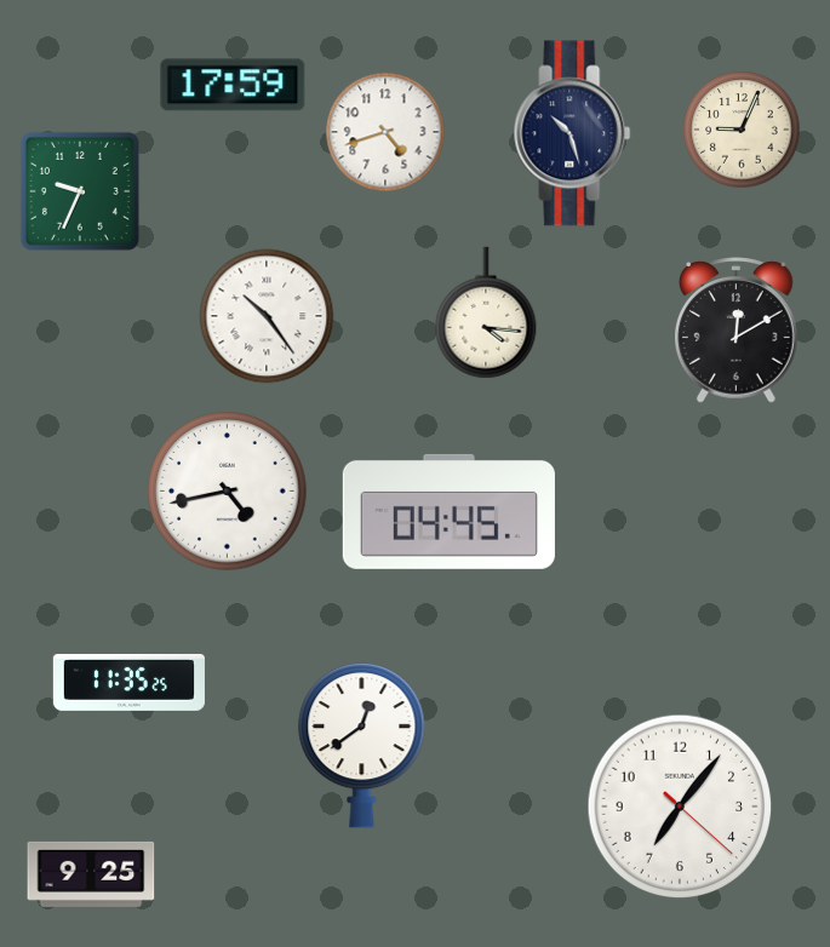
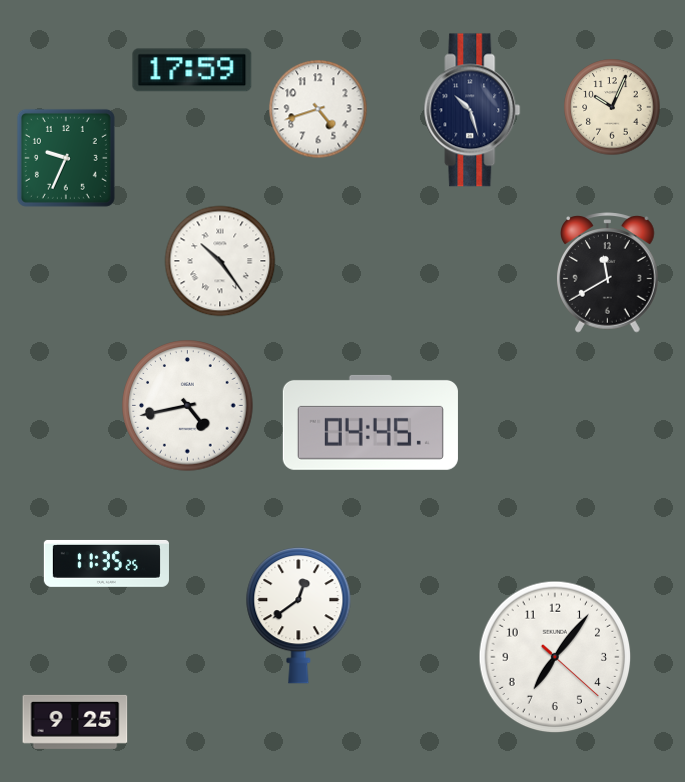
clock at (742, 130): 9:04 -> 10:04
clock at (486, 312): 4:16 -> none
clock at (737, 331): 12:10 -> 11:40
clock at (680, 807) position: (680, 807) -> (555, 657)
